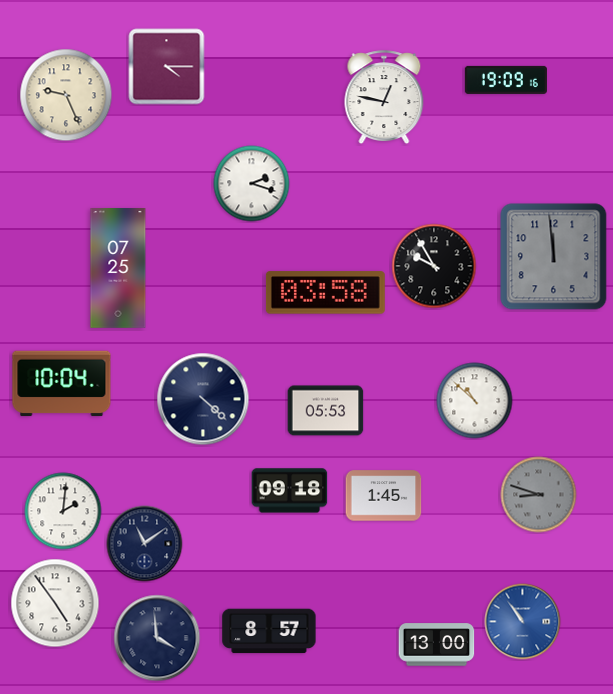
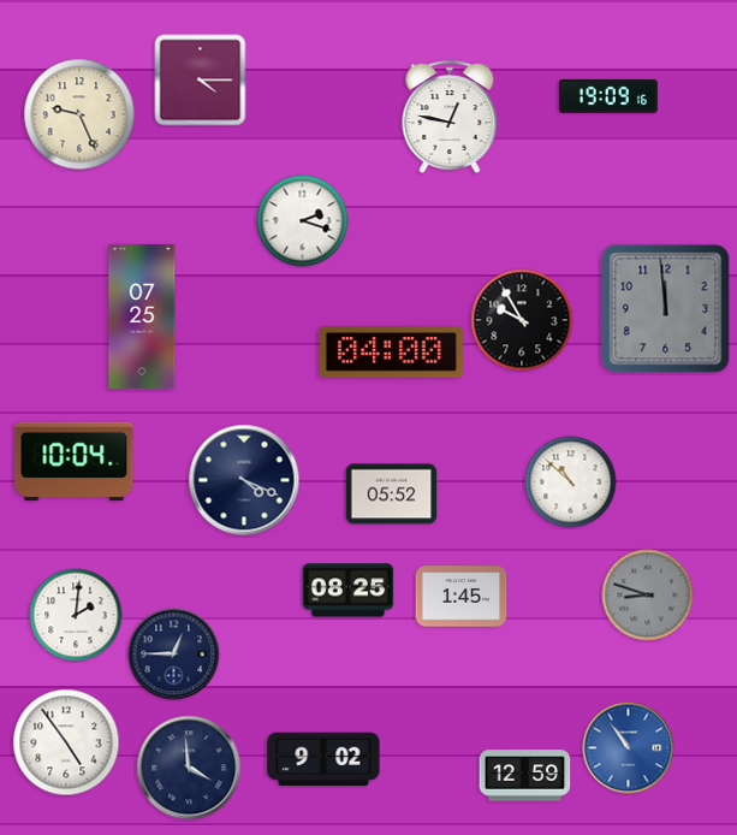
clock at (384, 98) position: (384, 98) -> (450, 118)
clock at (118, 268) position: (118, 268) -> (142, 316)
clock at (325, 293): 03:58 -> 04:00
clock at (203, 399): 4:22 -> 4:19
clock at (326, 411): 05:53 -> 05:52
clock at (290, 491): 09:18 -> 08:25
clock at (145, 544): 11:09 -> 12:45
clock at (55, 603) position: (55, 603) -> (66, 742)
clock at (269, 631): 8:57 -> 9:02
clock at (437, 645): 13:00 -> 12:59
